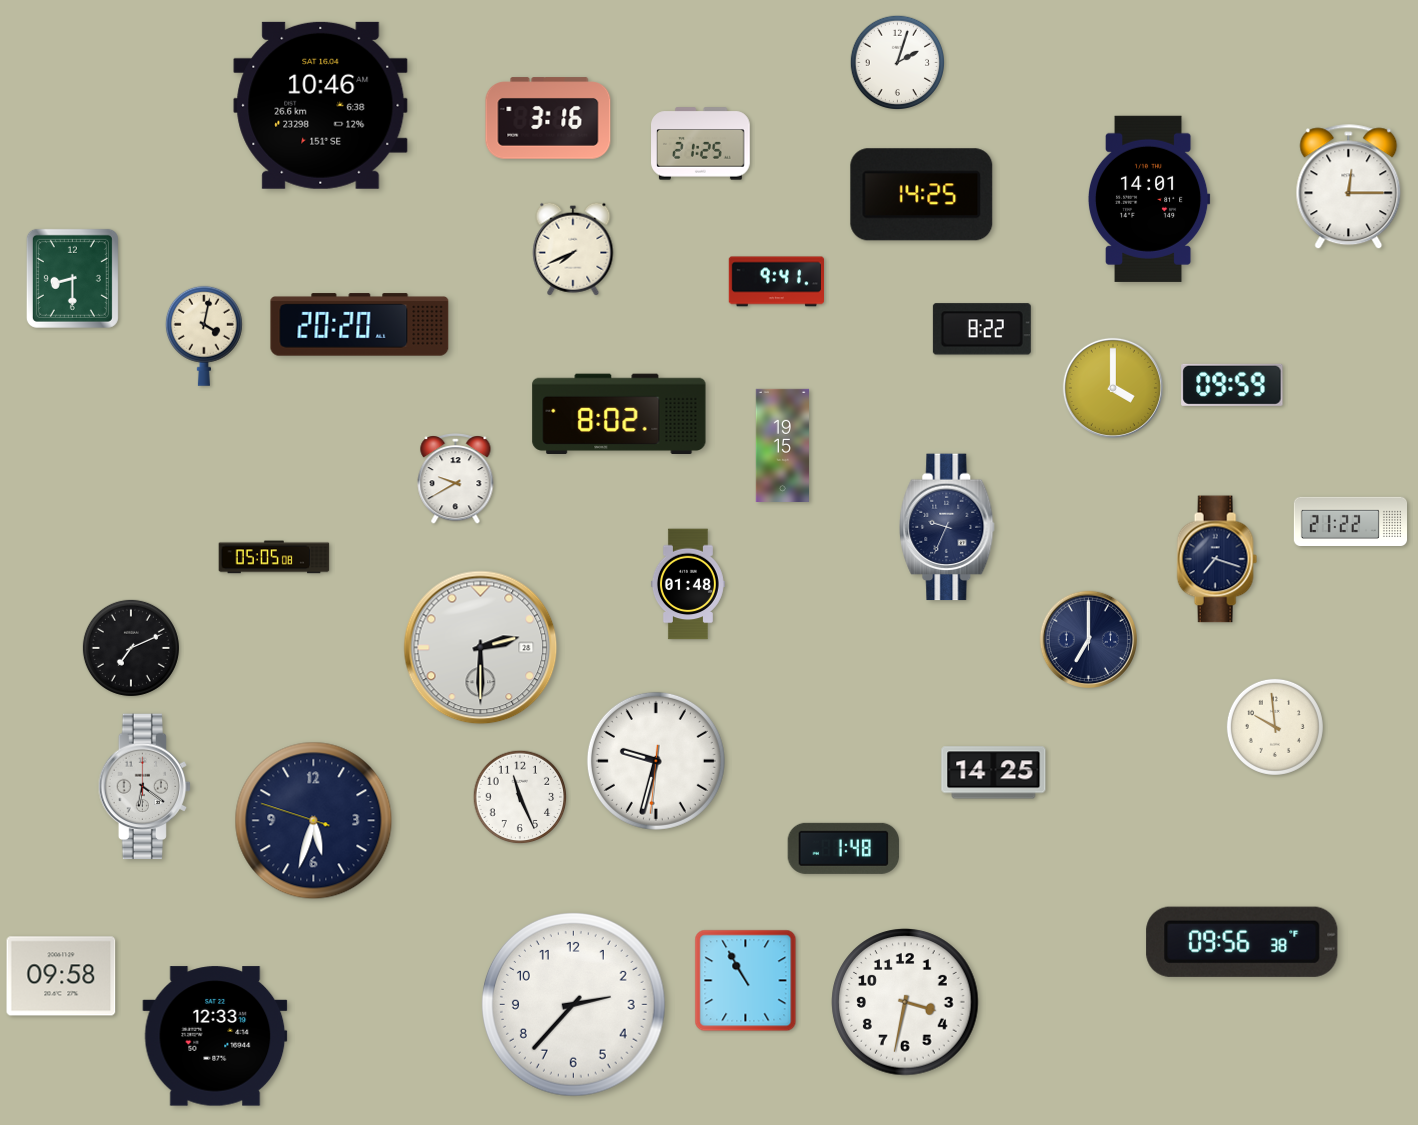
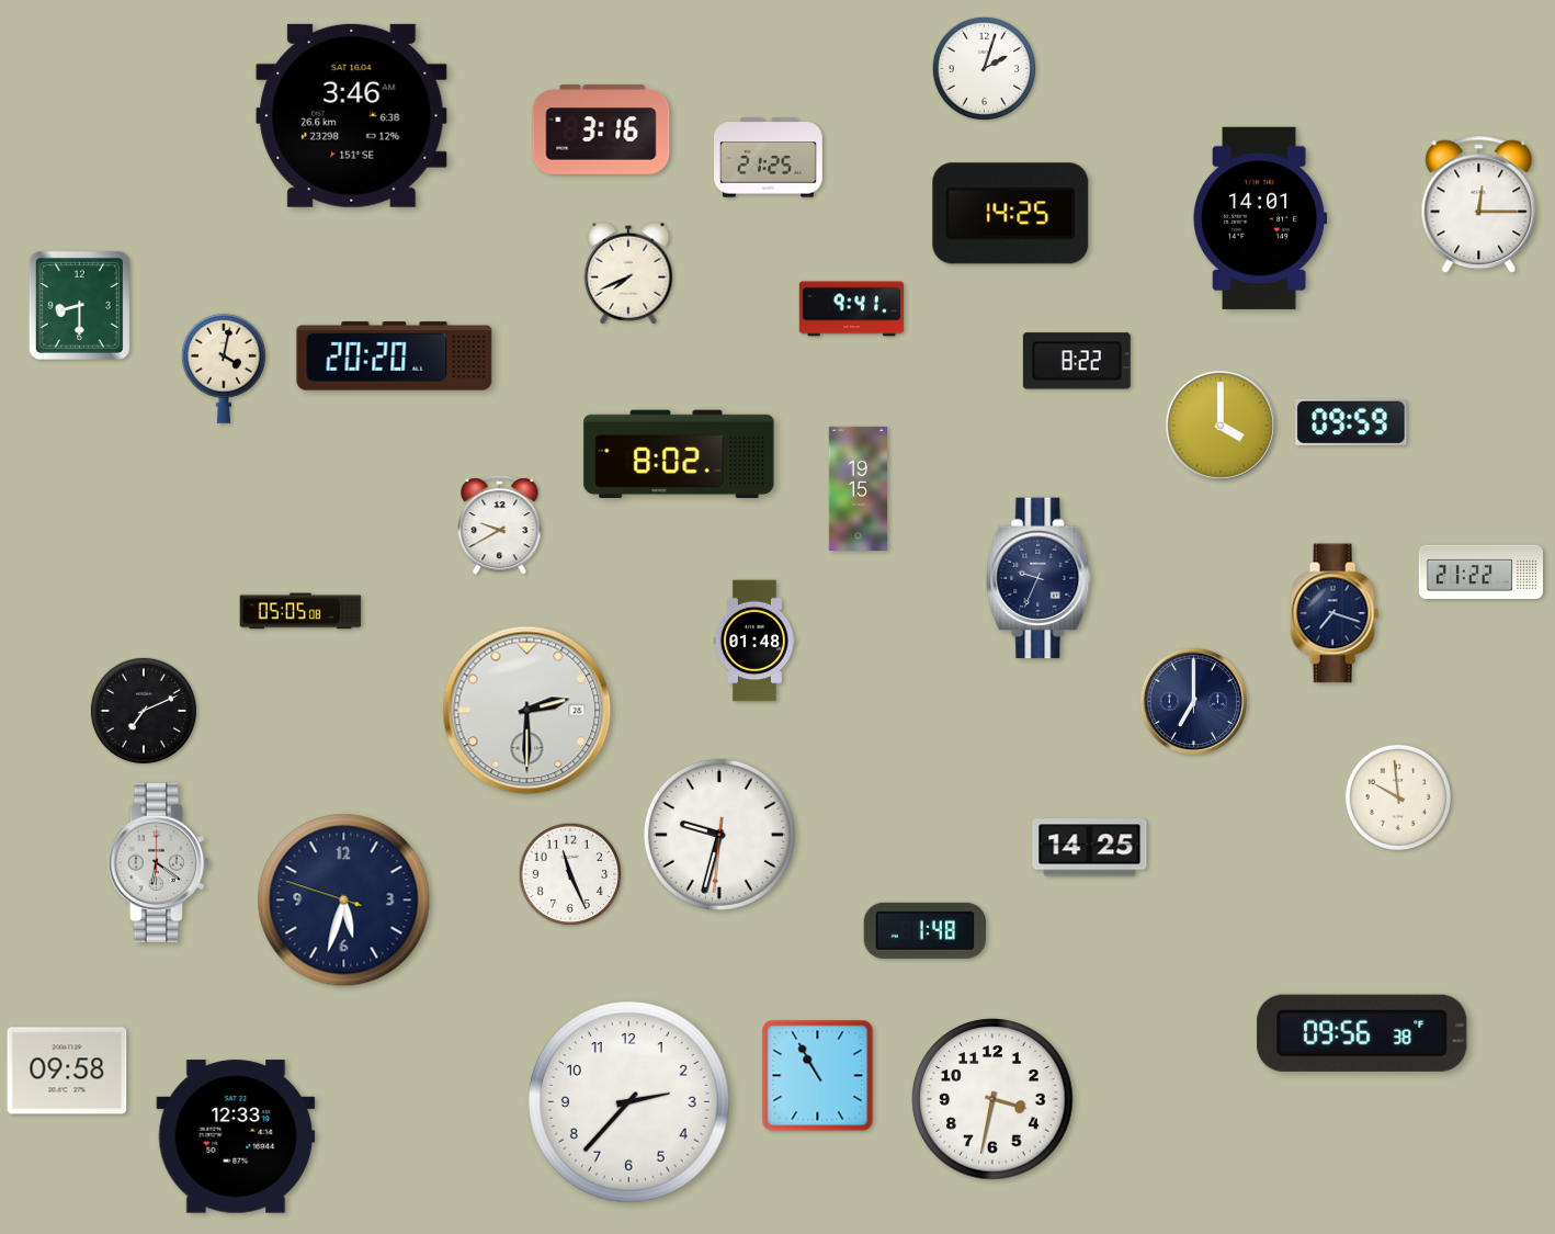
clock at (321, 105): 10:46 -> 3:46
